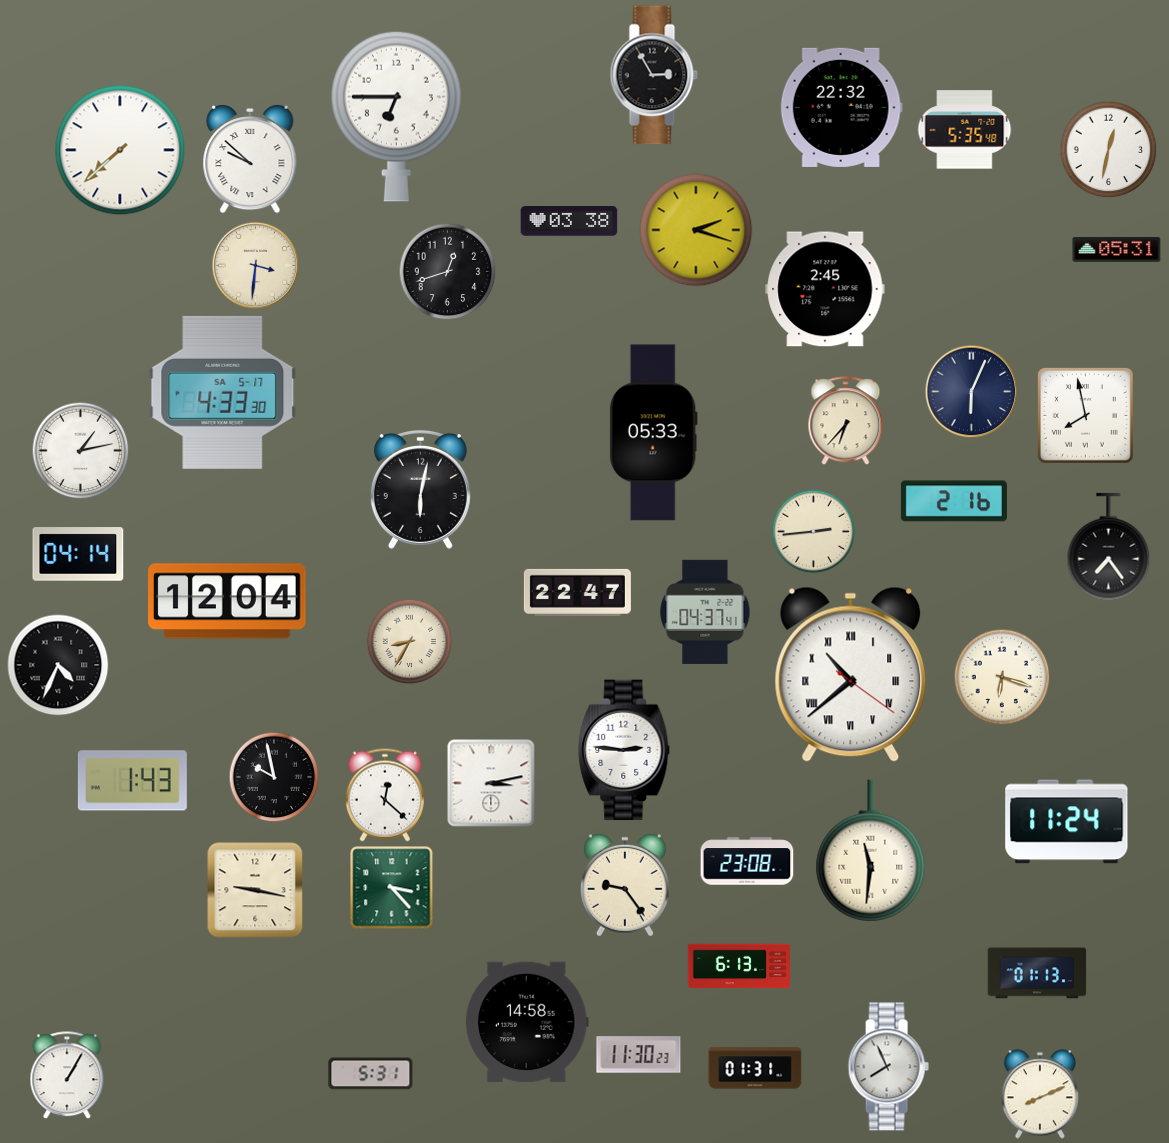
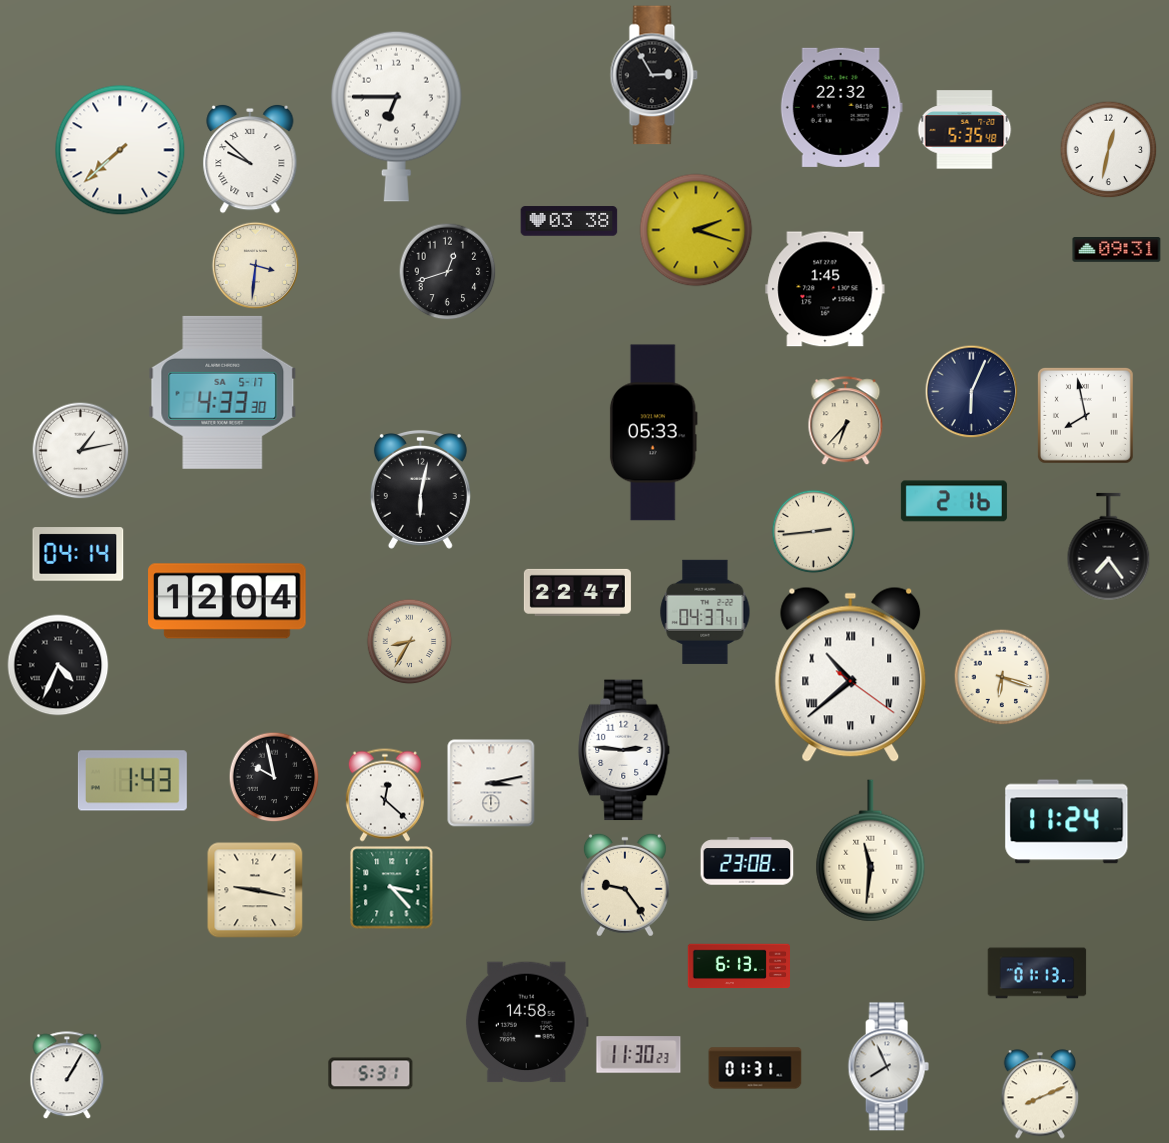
clock at (1117, 250): 05:31 -> 09:31
clock at (825, 289): 2:45 -> 1:45
